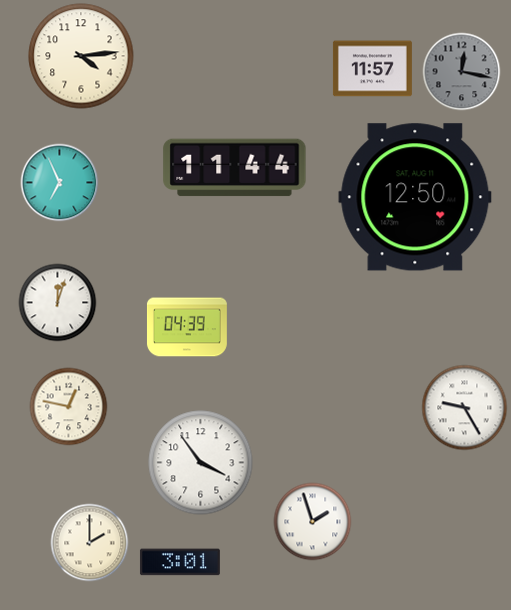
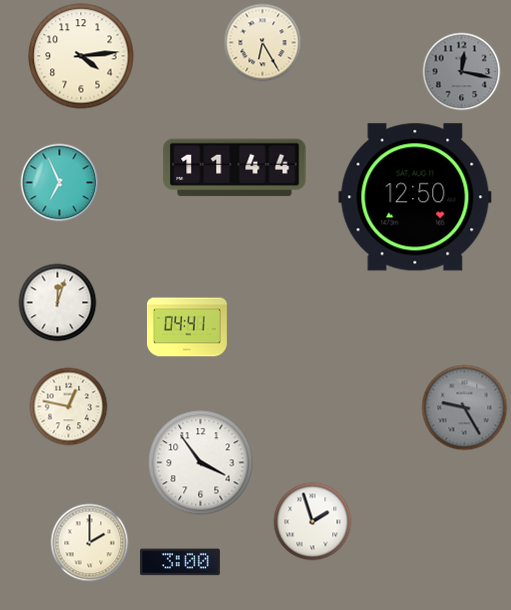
clock at (262, 42): none -> 6:25
clock at (372, 69): 11:57 -> none
clock at (187, 327): 04:39 -> 04:41
clock at (464, 407) dial: white -> grey
clock at (180, 562): 3:01 -> 3:00
